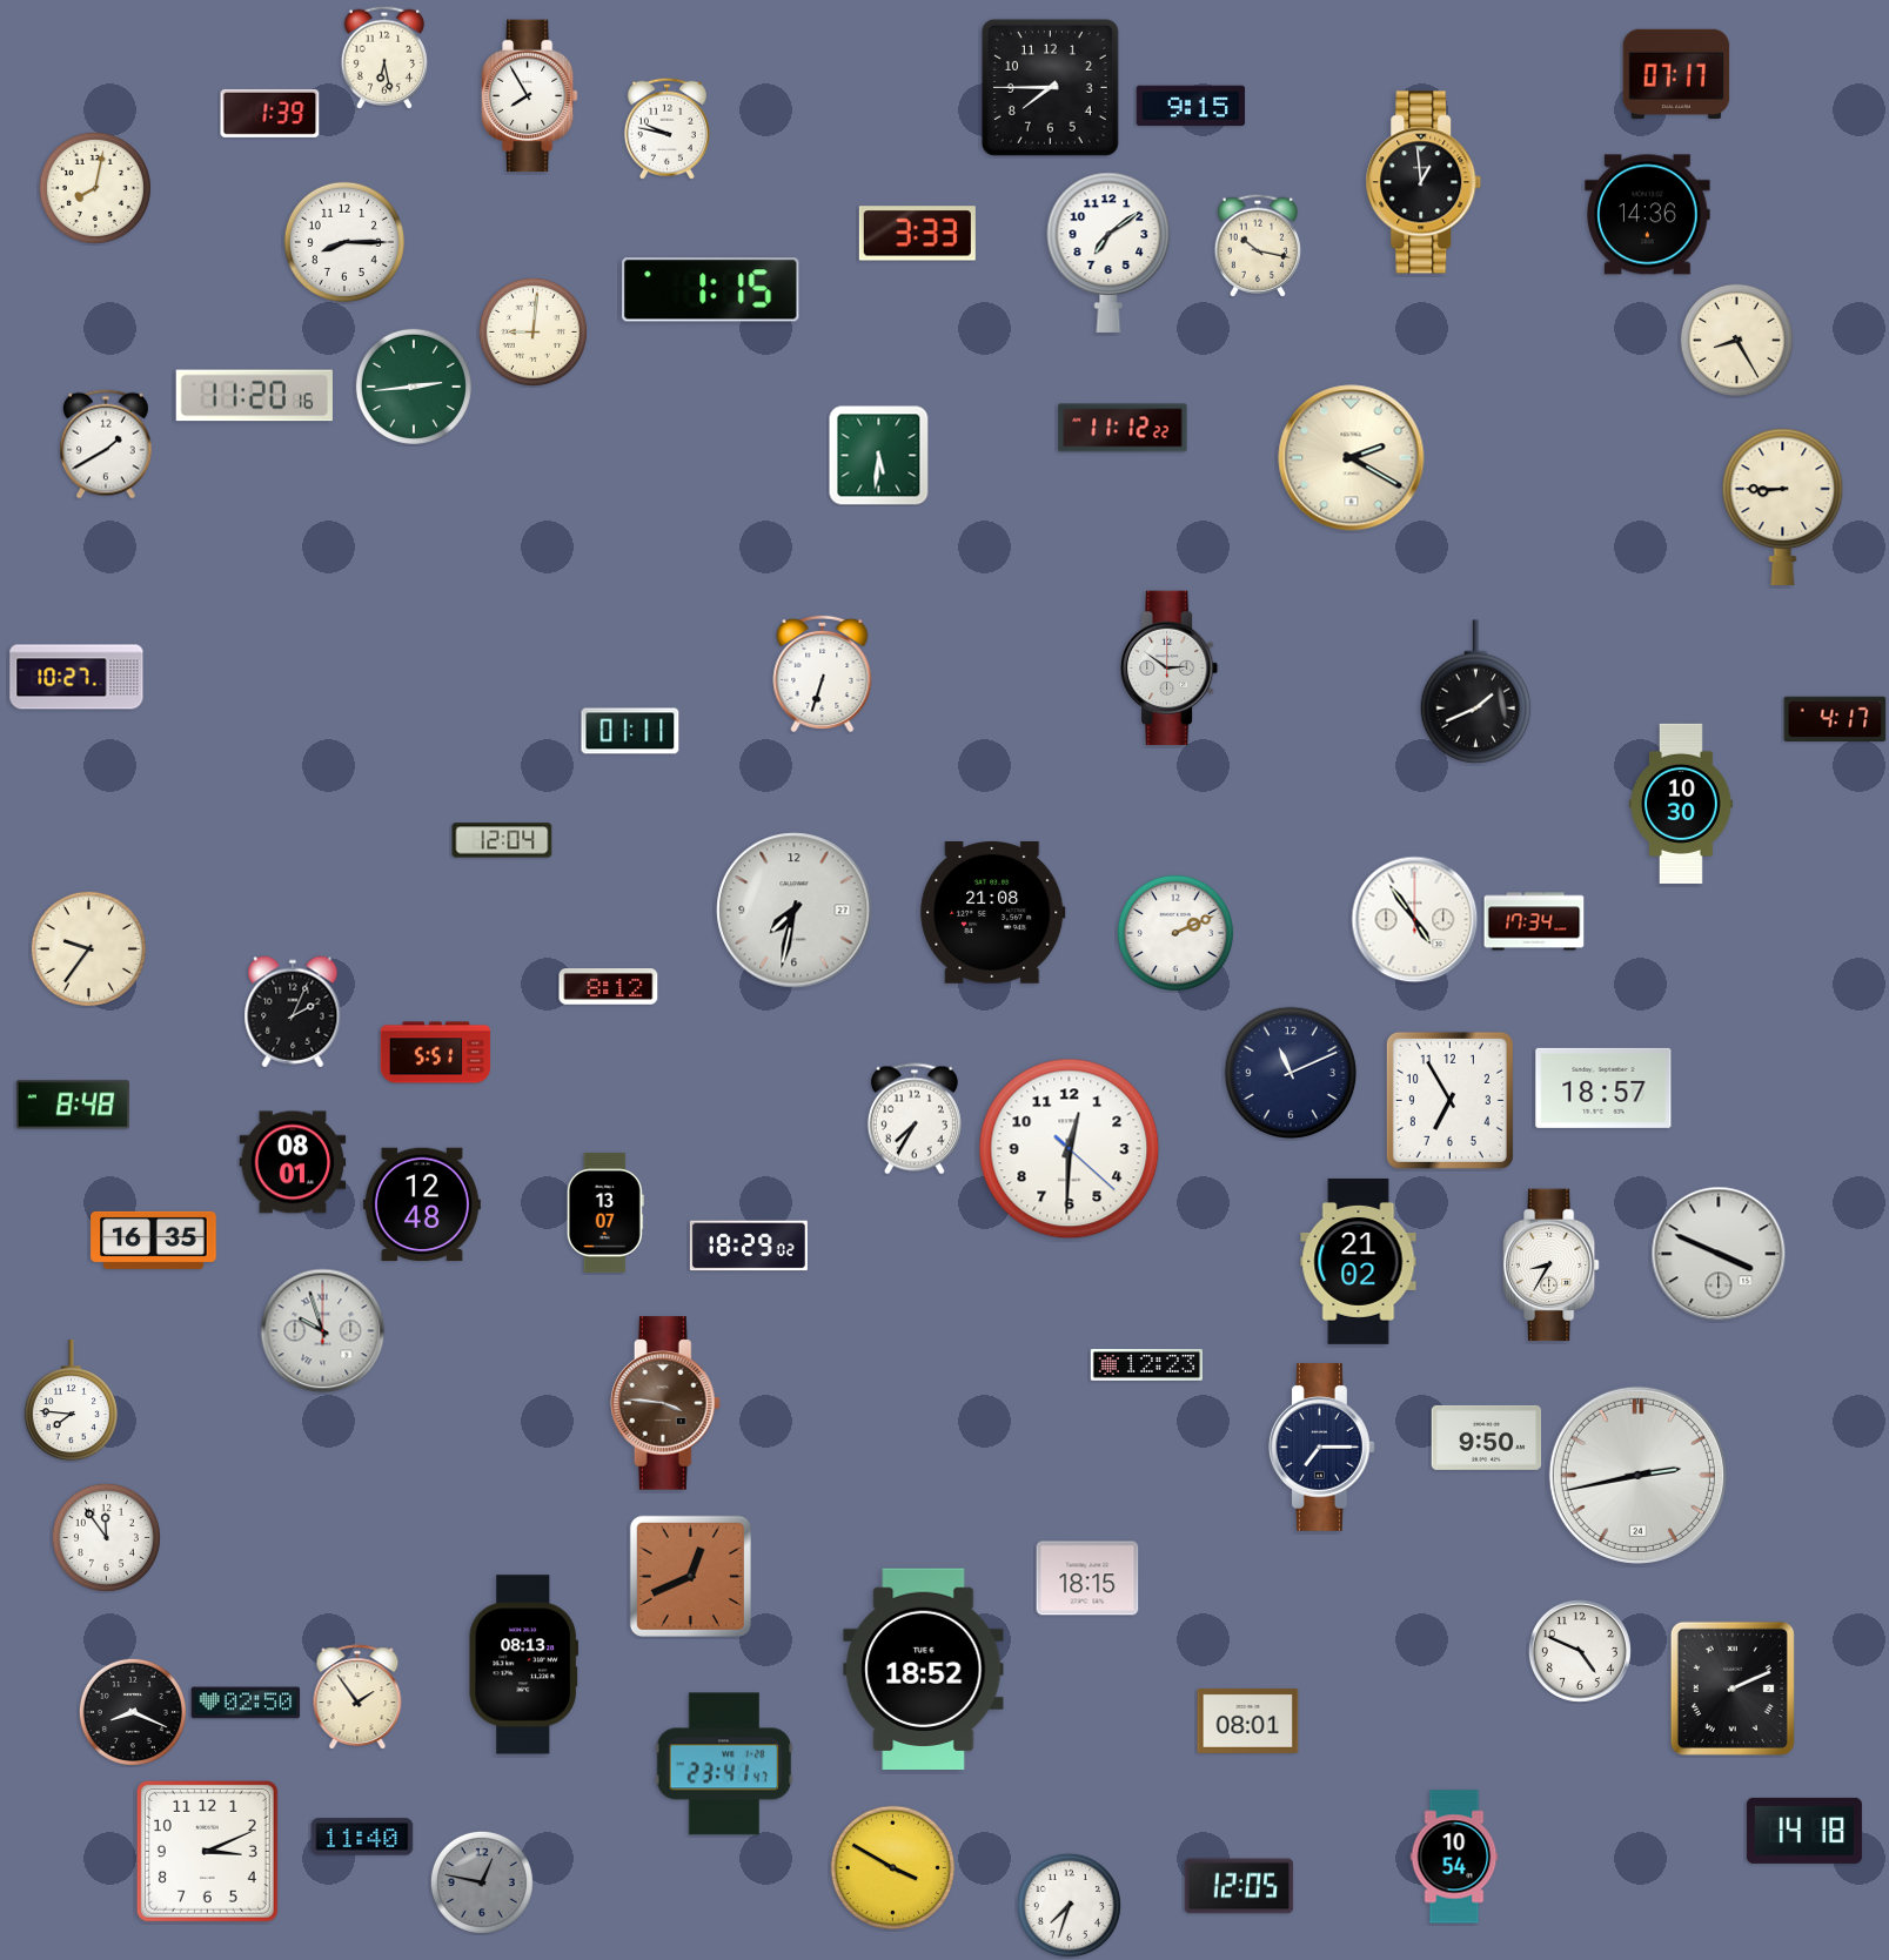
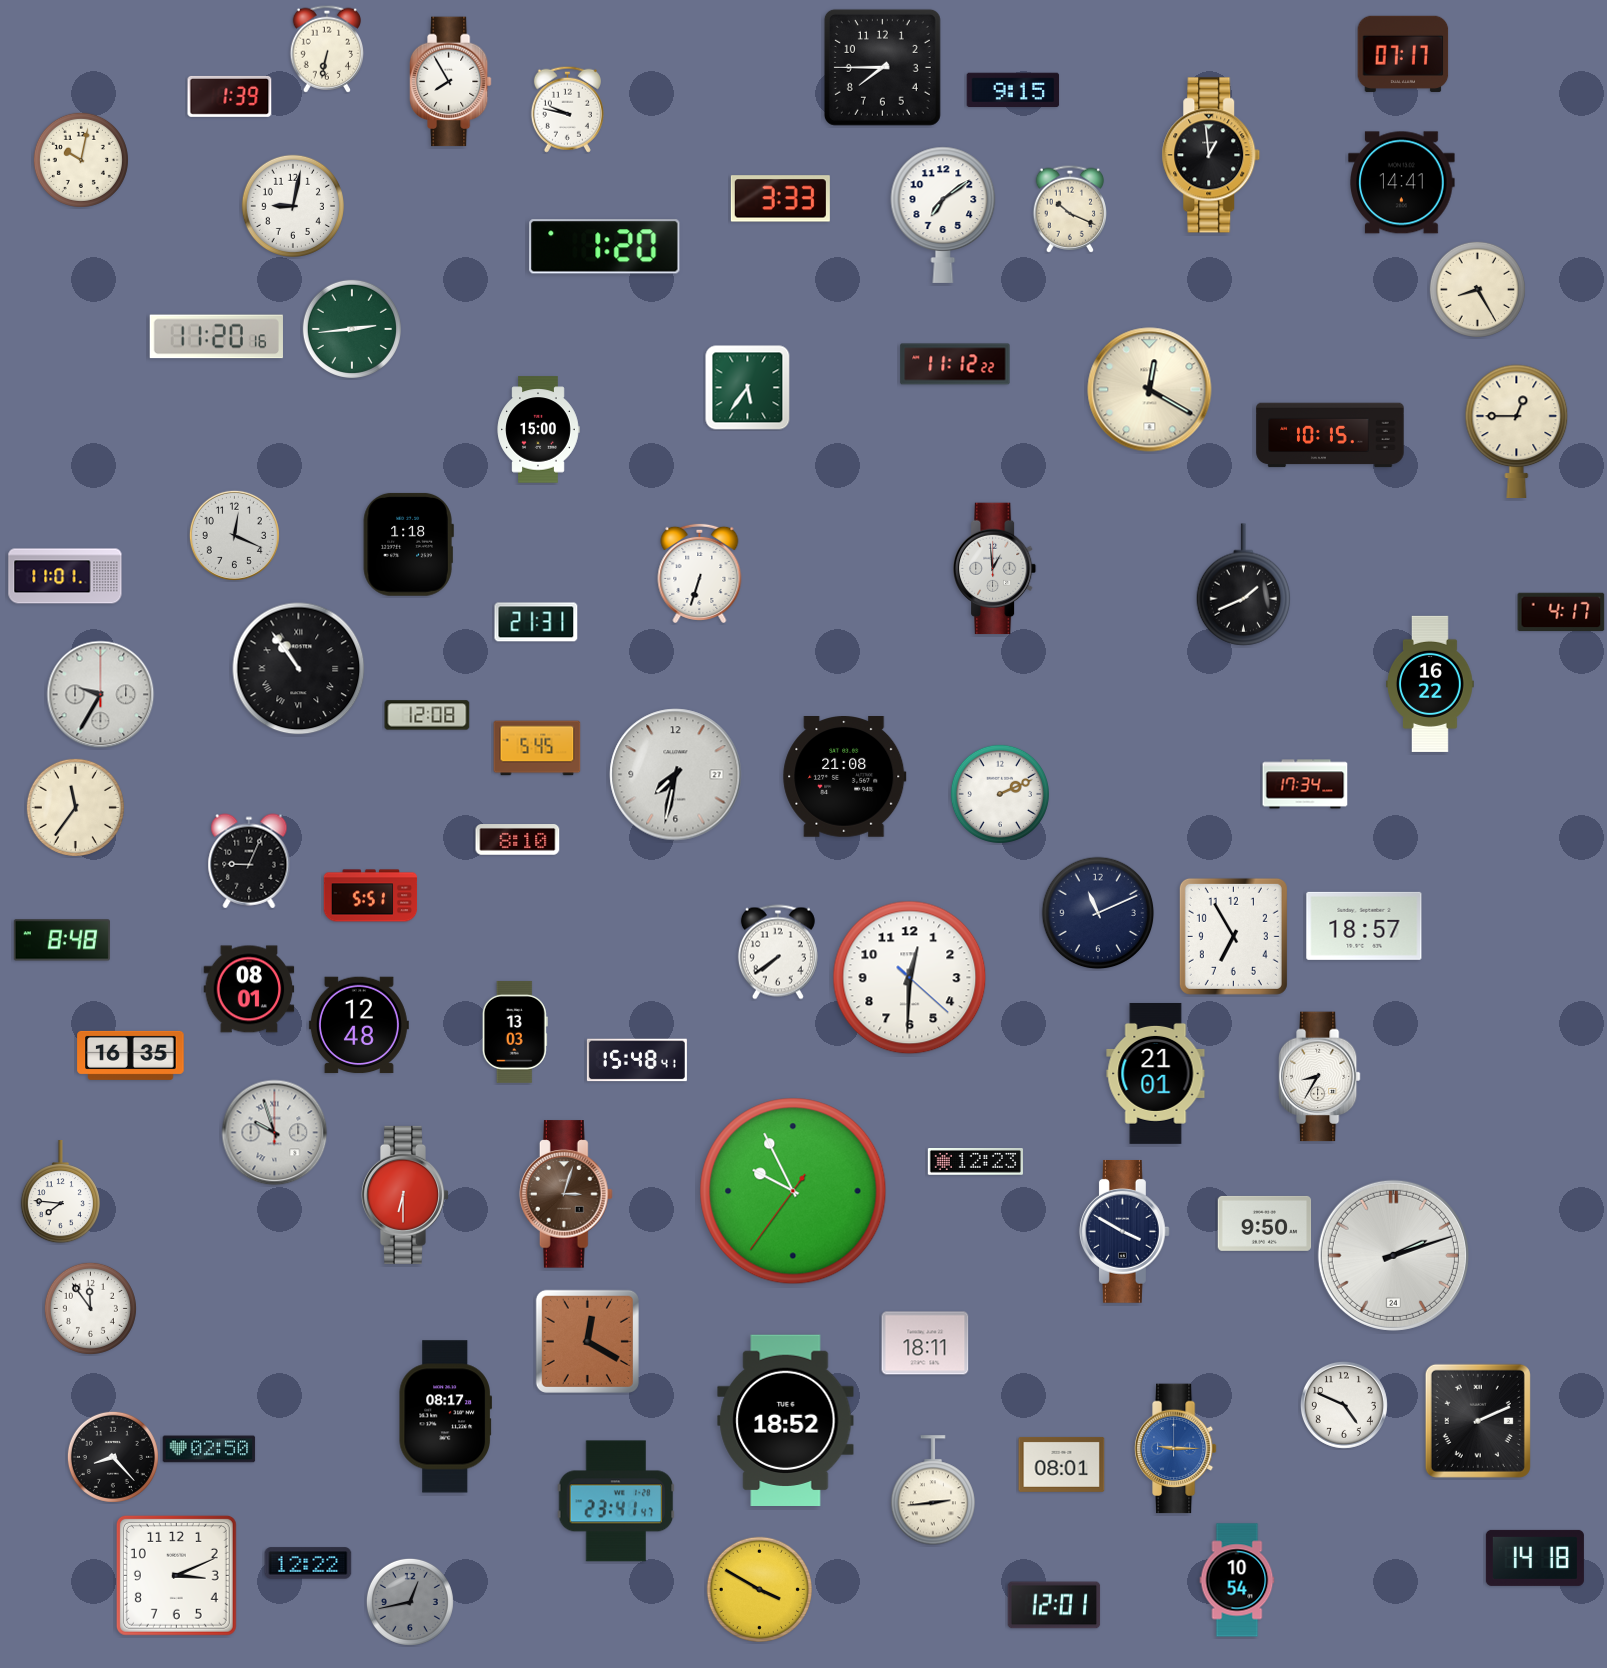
clock at (383, 58): 6:28 -> 6:32
clock at (1676, 74) position: (1676, 74) -> (1403, 54)
clock at (1050, 87) position: (1050, 87) -> (882, 67)
clock at (95, 188): 8:02 -> 10:02
clock at (1648, 215): 14:36 -> 14:41
clock at (344, 242): 8:15 -> 9:02
clock at (1257, 246): 10:17 -> 10:19
clock at (711, 290): 1:15 -> 1:20
clock at (532, 331): 9:01 -> none
clock at (106, 444): 1:40 -> none
clock at (879, 456): 5:31 -> 5:36
clock at (1352, 458): 2:20 -> 12:20
clock at (538, 430): none -> 15:00
clock at (1783, 506): 8:45 -> 12:45
clock at (1330, 435): none -> 10:15
clock at (234, 535): none -> 12:19
clock at (408, 544): none -> 1:18
clock at (1170, 669): 2:51 -> 12:59
clock at (76, 677): 10:27 -> 11:01
clock at (1476, 692) position: (1476, 692) -> (1244, 585)
clock at (630, 731): 01:11 -> 21:31
clock at (299, 669): none -> 10:54
clock at (1682, 804): 10:30 -> 16:22
clock at (101, 695): none -> 9:35
clock at (502, 840): 12:04 -> 12:08
clock at (537, 748): none -> 5:45
clock at (1415, 920): 4:54 -> none
clock at (88, 948): 9:36 -> 11:36
clock at (609, 987): 8:12 -> 8:10
clock at (293, 1012): 2:04 -> 9:04
clock at (915, 1119): 7:35 -> 7:39
clock at (605, 1213): 13:07 -> 13:03
clock at (749, 1246): 18:29 -> 15:48
clock at (1719, 1254): 3:49 -> none
clock at (1359, 1261): 21:02 -> 21:01
clock at (793, 1191): none -> 9:55
clock at (665, 1403): 3:46 -> 3:03
clock at (405, 1195): none -> 6:30
clock at (1321, 1446): 7:15 -> 3:50
clock at (1637, 1475): 2:43 -> 2:12
clock at (690, 1576): 12:41 -> 12:20
clock at (1087, 1578): 18:15 -> 18:11
clock at (523, 1665): 08:13 -> 08:17
clock at (1733, 1689) position: (1733, 1689) -> (1478, 1421)
clock at (357, 1697): 1:54 -> none
clock at (1175, 1449): none -> 9:15
clock at (133, 1712): 8:19 -> 8:23
clock at (932, 1491): none -> 2:44
clock at (362, 1837): 11:40 -> 12:22
clock at (482, 1882): 12:47 -> 12:43
clock at (1239, 1886): 12:05 -> 12:01
clock at (1069, 1905): 7:33 -> none
